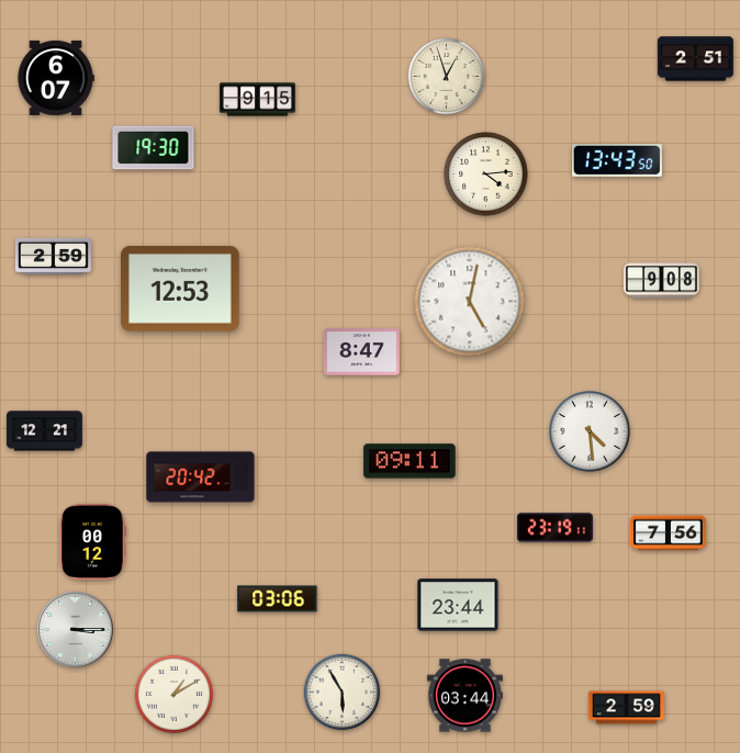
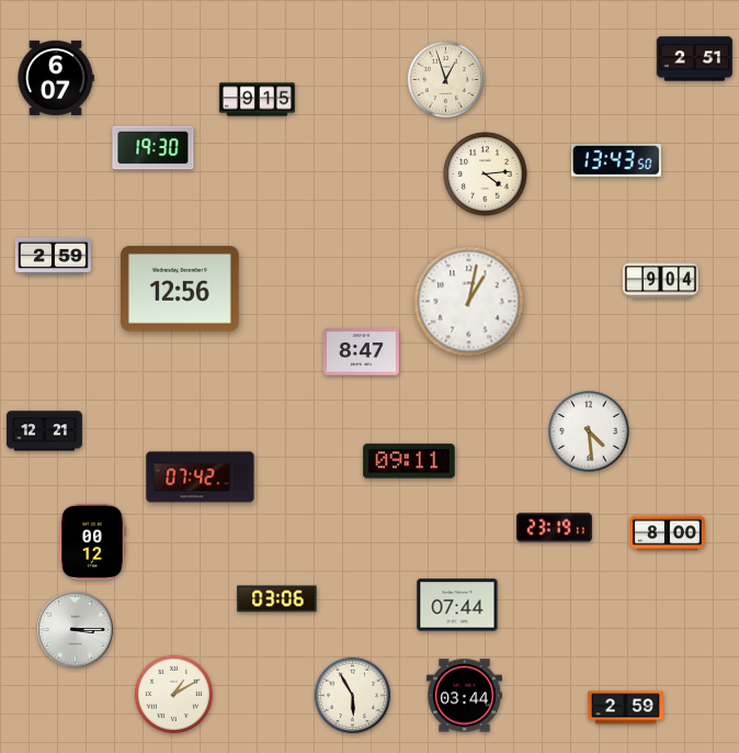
clock at (447, 77) position: (447, 77) -> (446, 80)
clock at (661, 281): 9:08 -> 9:04
clock at (181, 290): 12:53 -> 12:56
clock at (470, 302): 5:02 -> 1:02
clock at (201, 477): 20:42 -> 07:42
clock at (668, 533): 7:56 -> 8:00
clock at (458, 605): 23:44 -> 07:44
clock at (343, 693) position: (343, 693) -> (353, 696)
